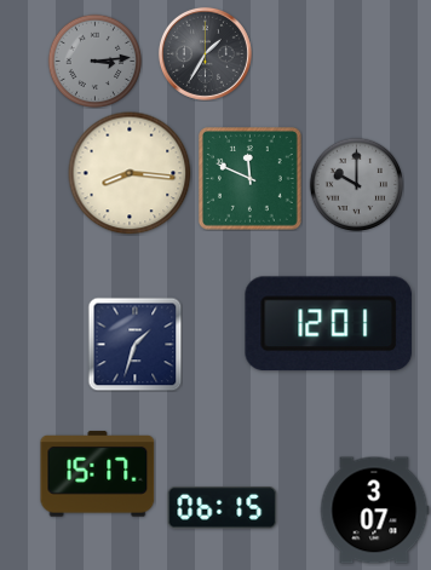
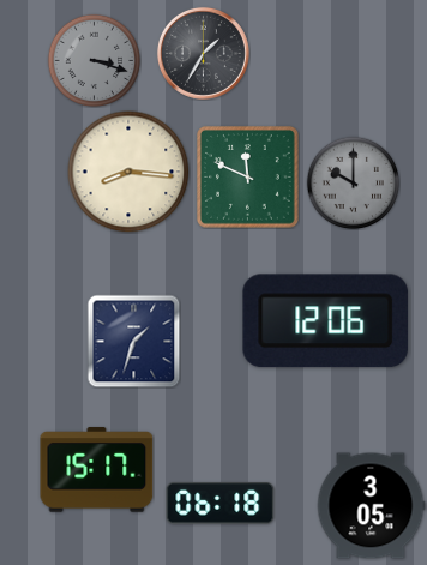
clock at (94, 61): 3:14 -> 3:18
clock at (329, 324): 12:01 -> 12:06
clock at (223, 508): 06:15 -> 06:18
clock at (374, 511): 3:07 -> 3:05
